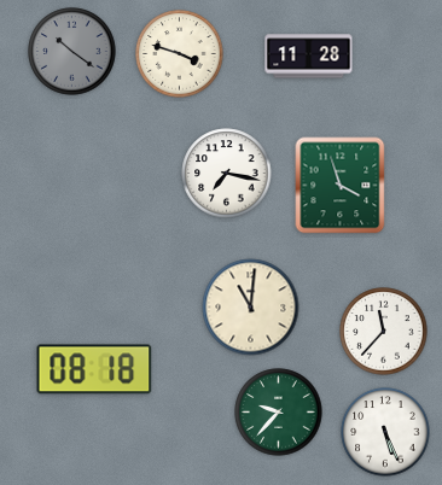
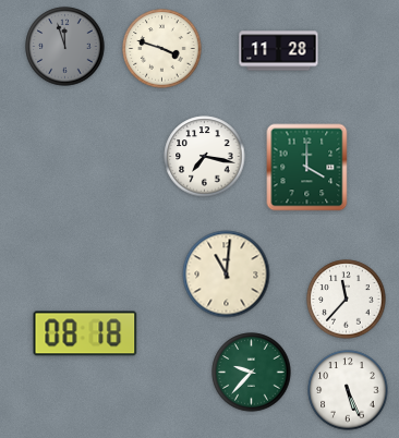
clock at (72, 52): 10:21 -> 11:57
clock at (341, 186): 3:57 -> 4:00
clock at (251, 308) position: (251, 308) -> (227, 275)
